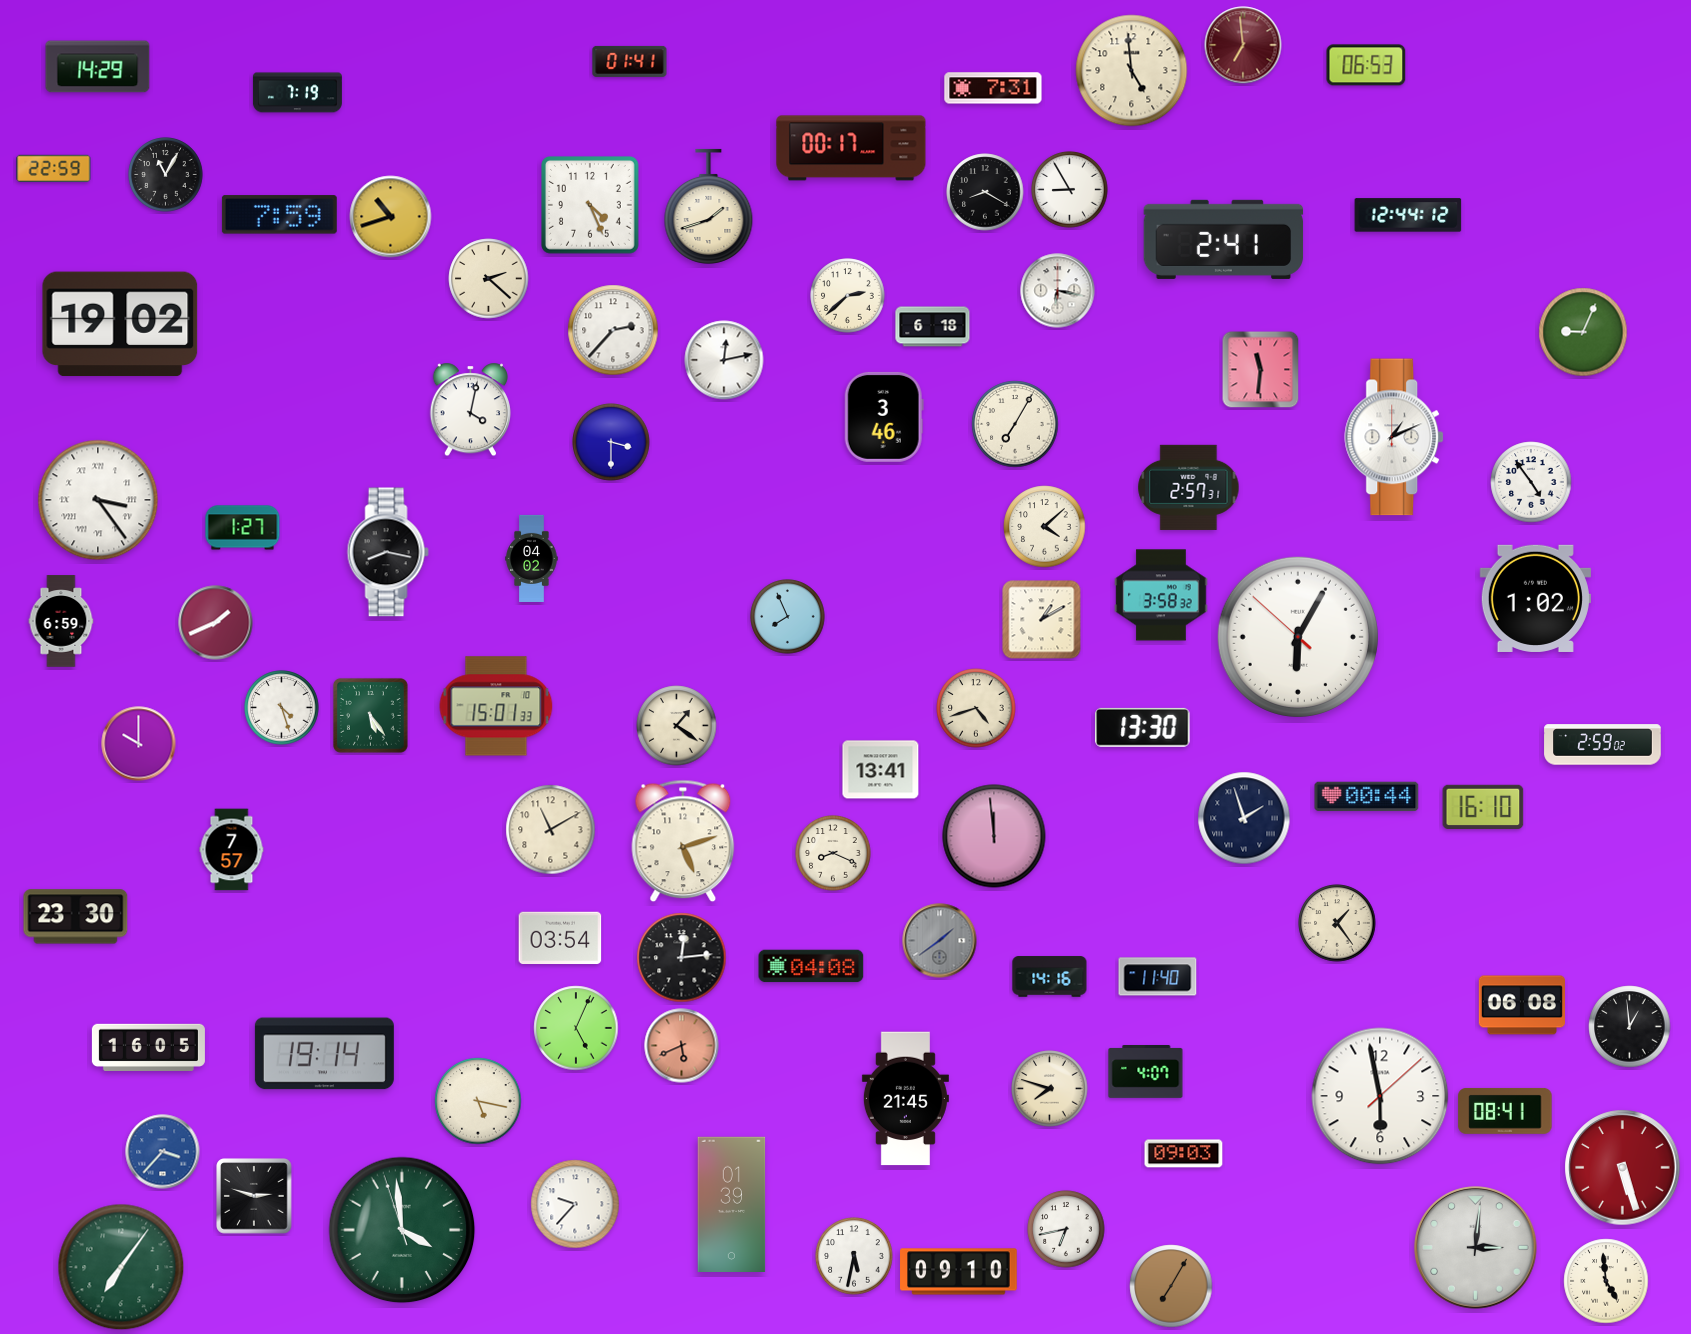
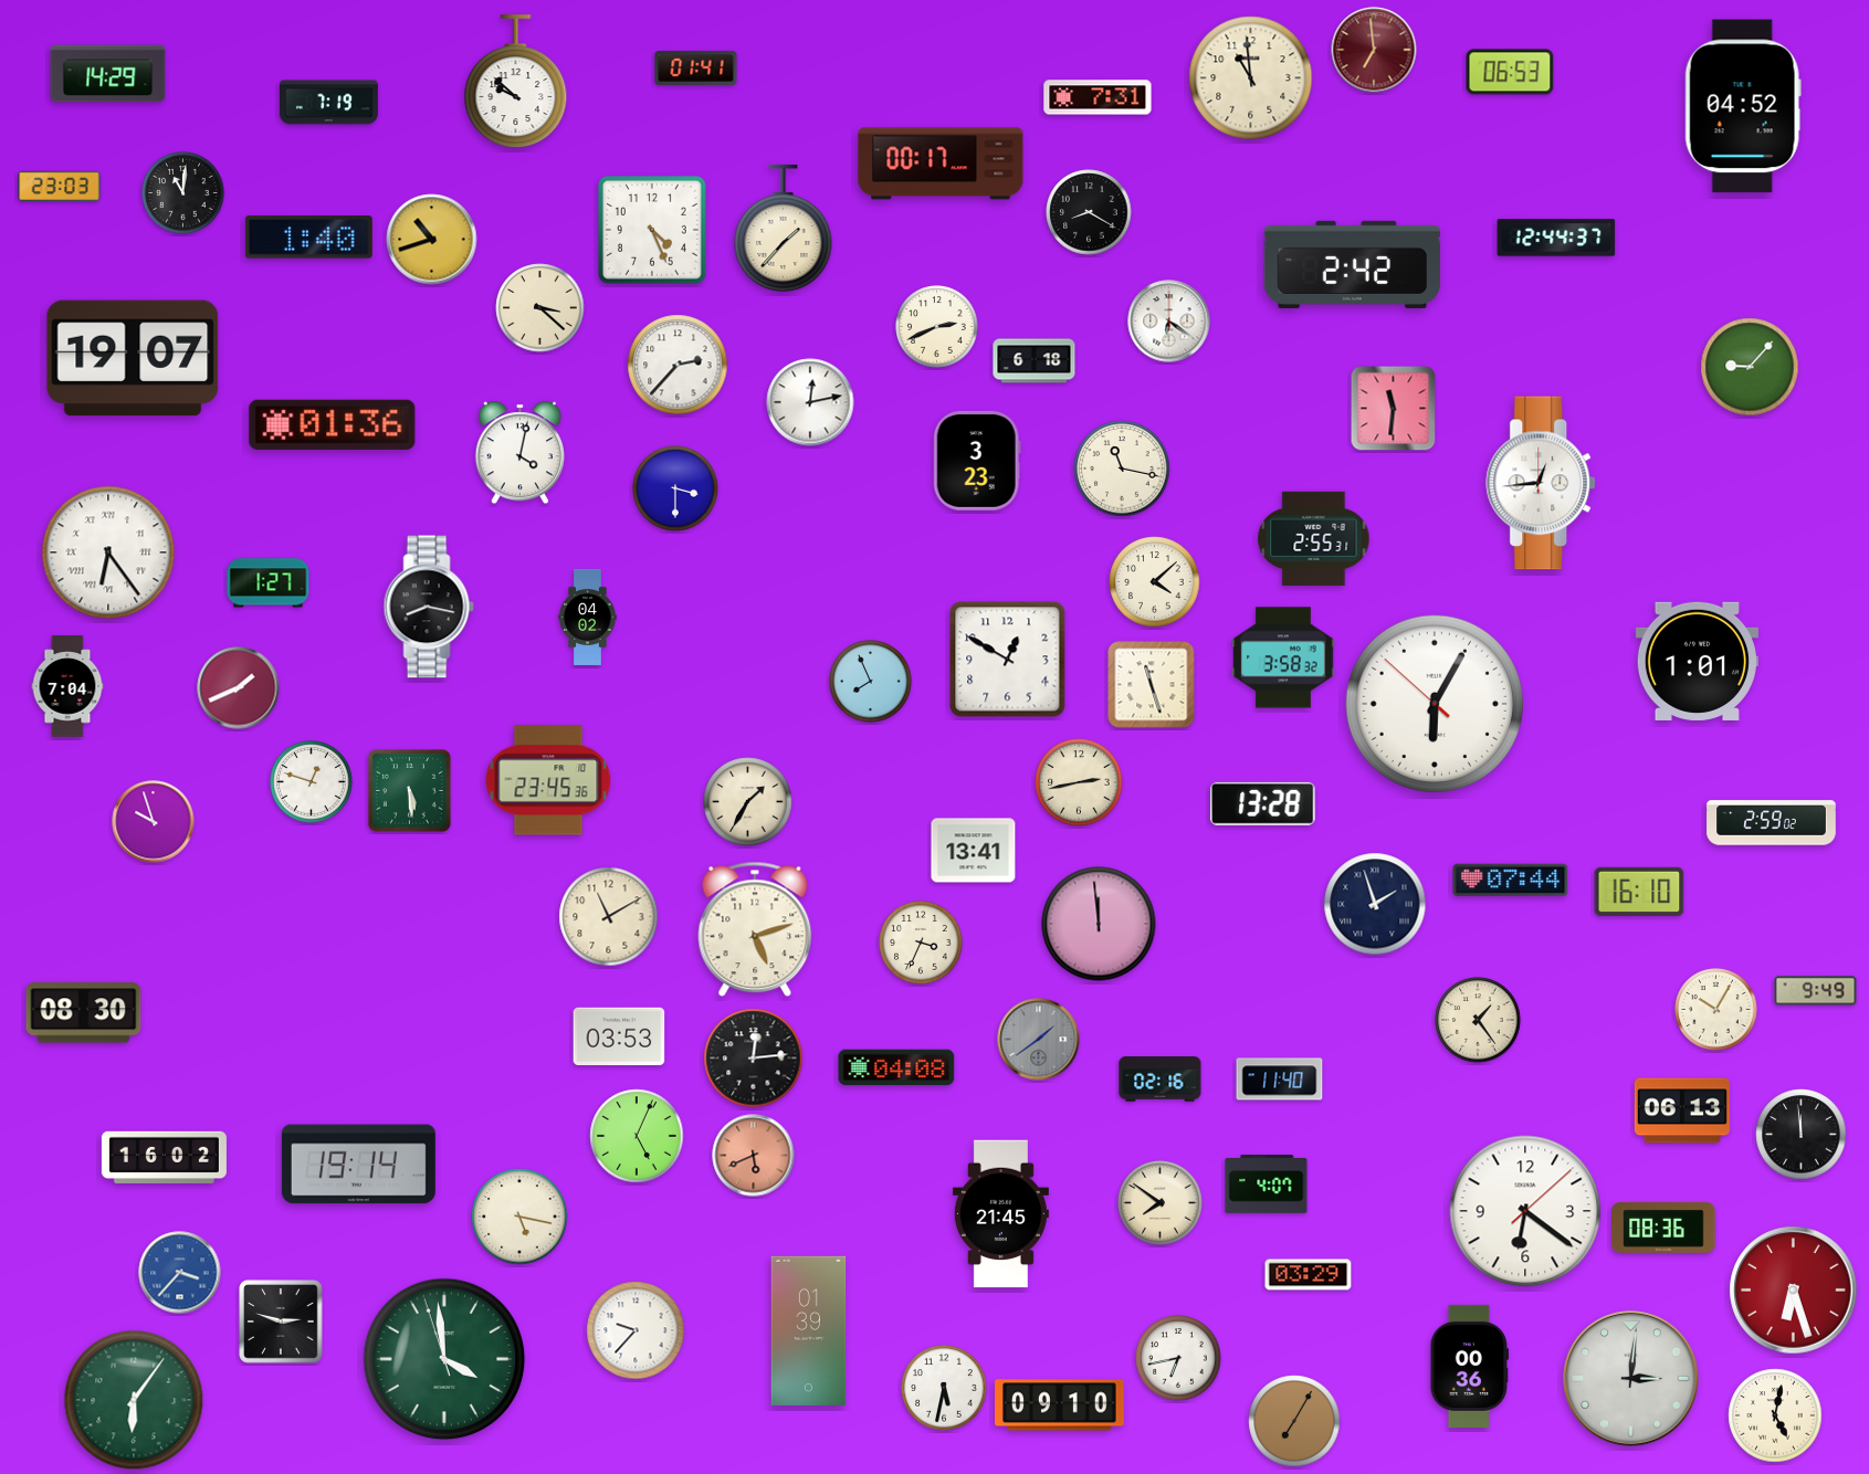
clock at (1132, 71): 4:59 -> 10:59
clock at (516, 82): none -> 9:52
clock at (1743, 106): none -> 04:52
clock at (54, 169): 22:59 -> 23:03
clock at (166, 175): 11:05 -> 11:01
clock at (1070, 190): 8:55 -> none
clock at (591, 206) position: (591, 206) -> (653, 231)
clock at (709, 206): 1:42 -> 1:37
clock at (279, 215): 7:59 -> 1:40
clock at (1408, 215): 12:44:12 -> 12:44:37
clock at (1224, 239): 2:41 -> 2:42
clock at (489, 279): 2:22 -> 3:22
clock at (1058, 291): 6:17 -> 6:21
clock at (848, 296): 2:38 -> 2:41
clock at (120, 324): 19:02 -> 19:07
clock at (933, 327) position: (933, 327) -> (1035, 361)
clock at (1583, 332): 9:04 -> 9:07
clock at (724, 360) position: (724, 360) -> (810, 402)
clock at (333, 424): none -> 01:36
clock at (884, 417): 3:46 -> 3:23
clock at (1015, 424): 7:05 -> 11:17
clock at (1395, 437): 1:11 -> 12:44
clock at (1531, 482): 4:54 -> none
clock at (1189, 487): 2:57 -> 2:55
clock at (98, 500): 3:24 -> 6:24
clock at (388, 552) position: (388, 552) -> (429, 607)
clock at (1008, 660): none -> 12:50
clock at (1535, 598): 1:02 -> 1:01
clock at (1042, 620): 1:10 -> 11:27
clock at (61, 621): 6:59 -> 7:04
clock at (496, 706): 15:01 -> 23:45
clock at (282, 708): 4:27 -> 12:48
clock at (976, 708): 4:42 -> 2:43
clock at (370, 715): 5:24 -> 5:29
clock at (677, 726): 1:21 -> 1:35
clock at (1143, 727): 13:30 -> 13:28
clock at (139, 744): 10:00 -> 9:57
clock at (1367, 797): 00:44 -> 07:44
clock at (232, 850): 7:57 -> none
clock at (833, 853): 8:19 -> 3:34
clock at (1816, 991): none -> 9:49
clock at (1716, 1010): none -> 10:05
clock at (76, 917): 23:30 -> 08:30
clock at (560, 938): 03:54 -> 03:53
clock at (1050, 977): 14:16 -> 02:16
clock at (1522, 1005): 06:08 -> 06:13
clock at (1630, 1027): 12:59 -> 11:59
clock at (148, 1047): 16:05 -> 16:02
clock at (1050, 1089): 7:48 -> 7:51
clock at (1380, 1096): 5:58 -> 6:21
clock at (478, 1101) position: (478, 1101) -> (519, 1217)
clock at (1505, 1111): 08:41 -> 08:36
clock at (1184, 1154): 09:03 -> 03:29
clock at (1623, 1168): 5:27 -> 6:27
clock at (1469, 1366): none -> 00:36
clock at (121, 1267): 7:06 -> 6:06
clock at (1606, 1281): 4:59 -> 5:02
